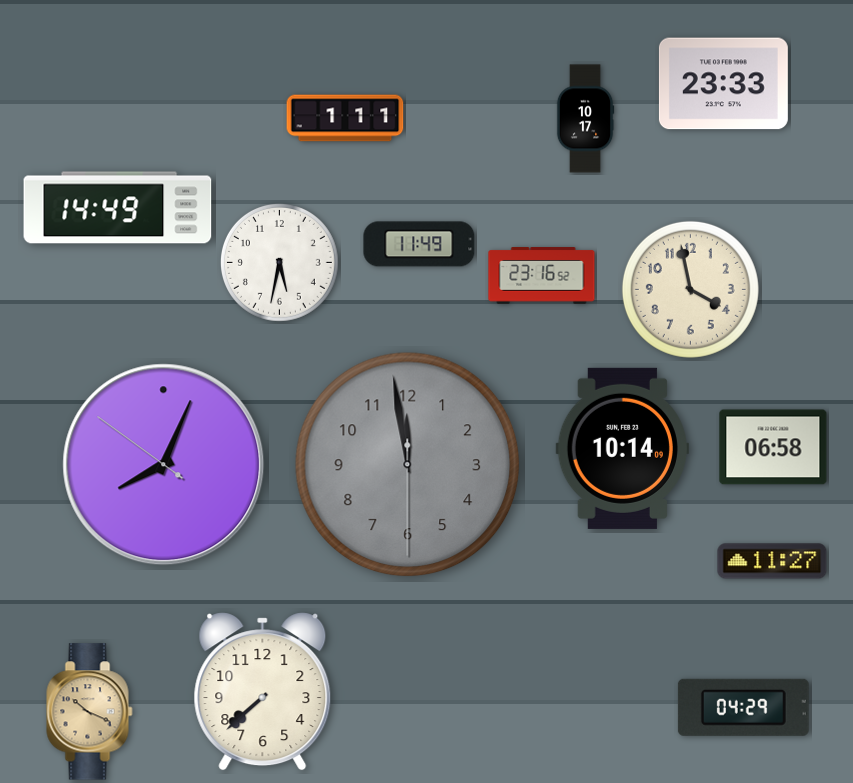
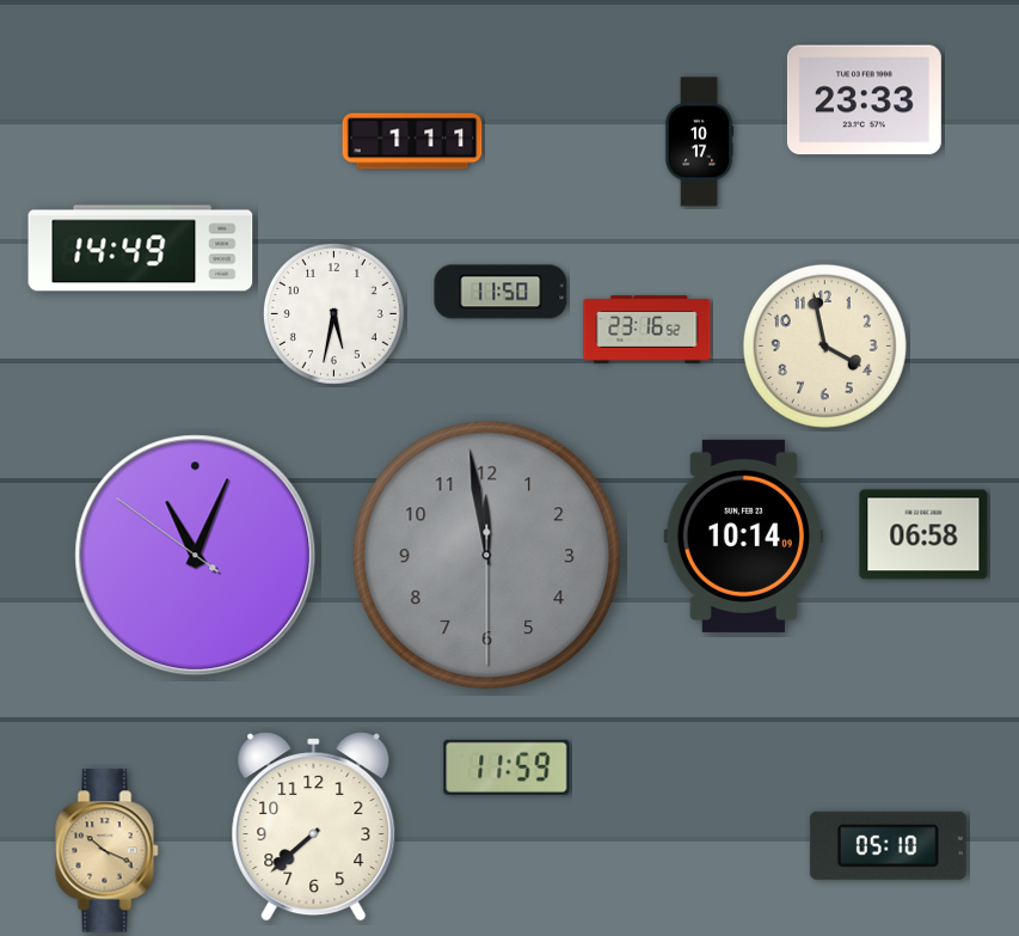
clock at (419, 244): 11:49 -> 11:50
clock at (164, 465): 8:03 -> 11:03
clock at (772, 561): 11:27 -> none
clock at (507, 767): none -> 11:59
clock at (743, 707): 04:29 -> 05:10
